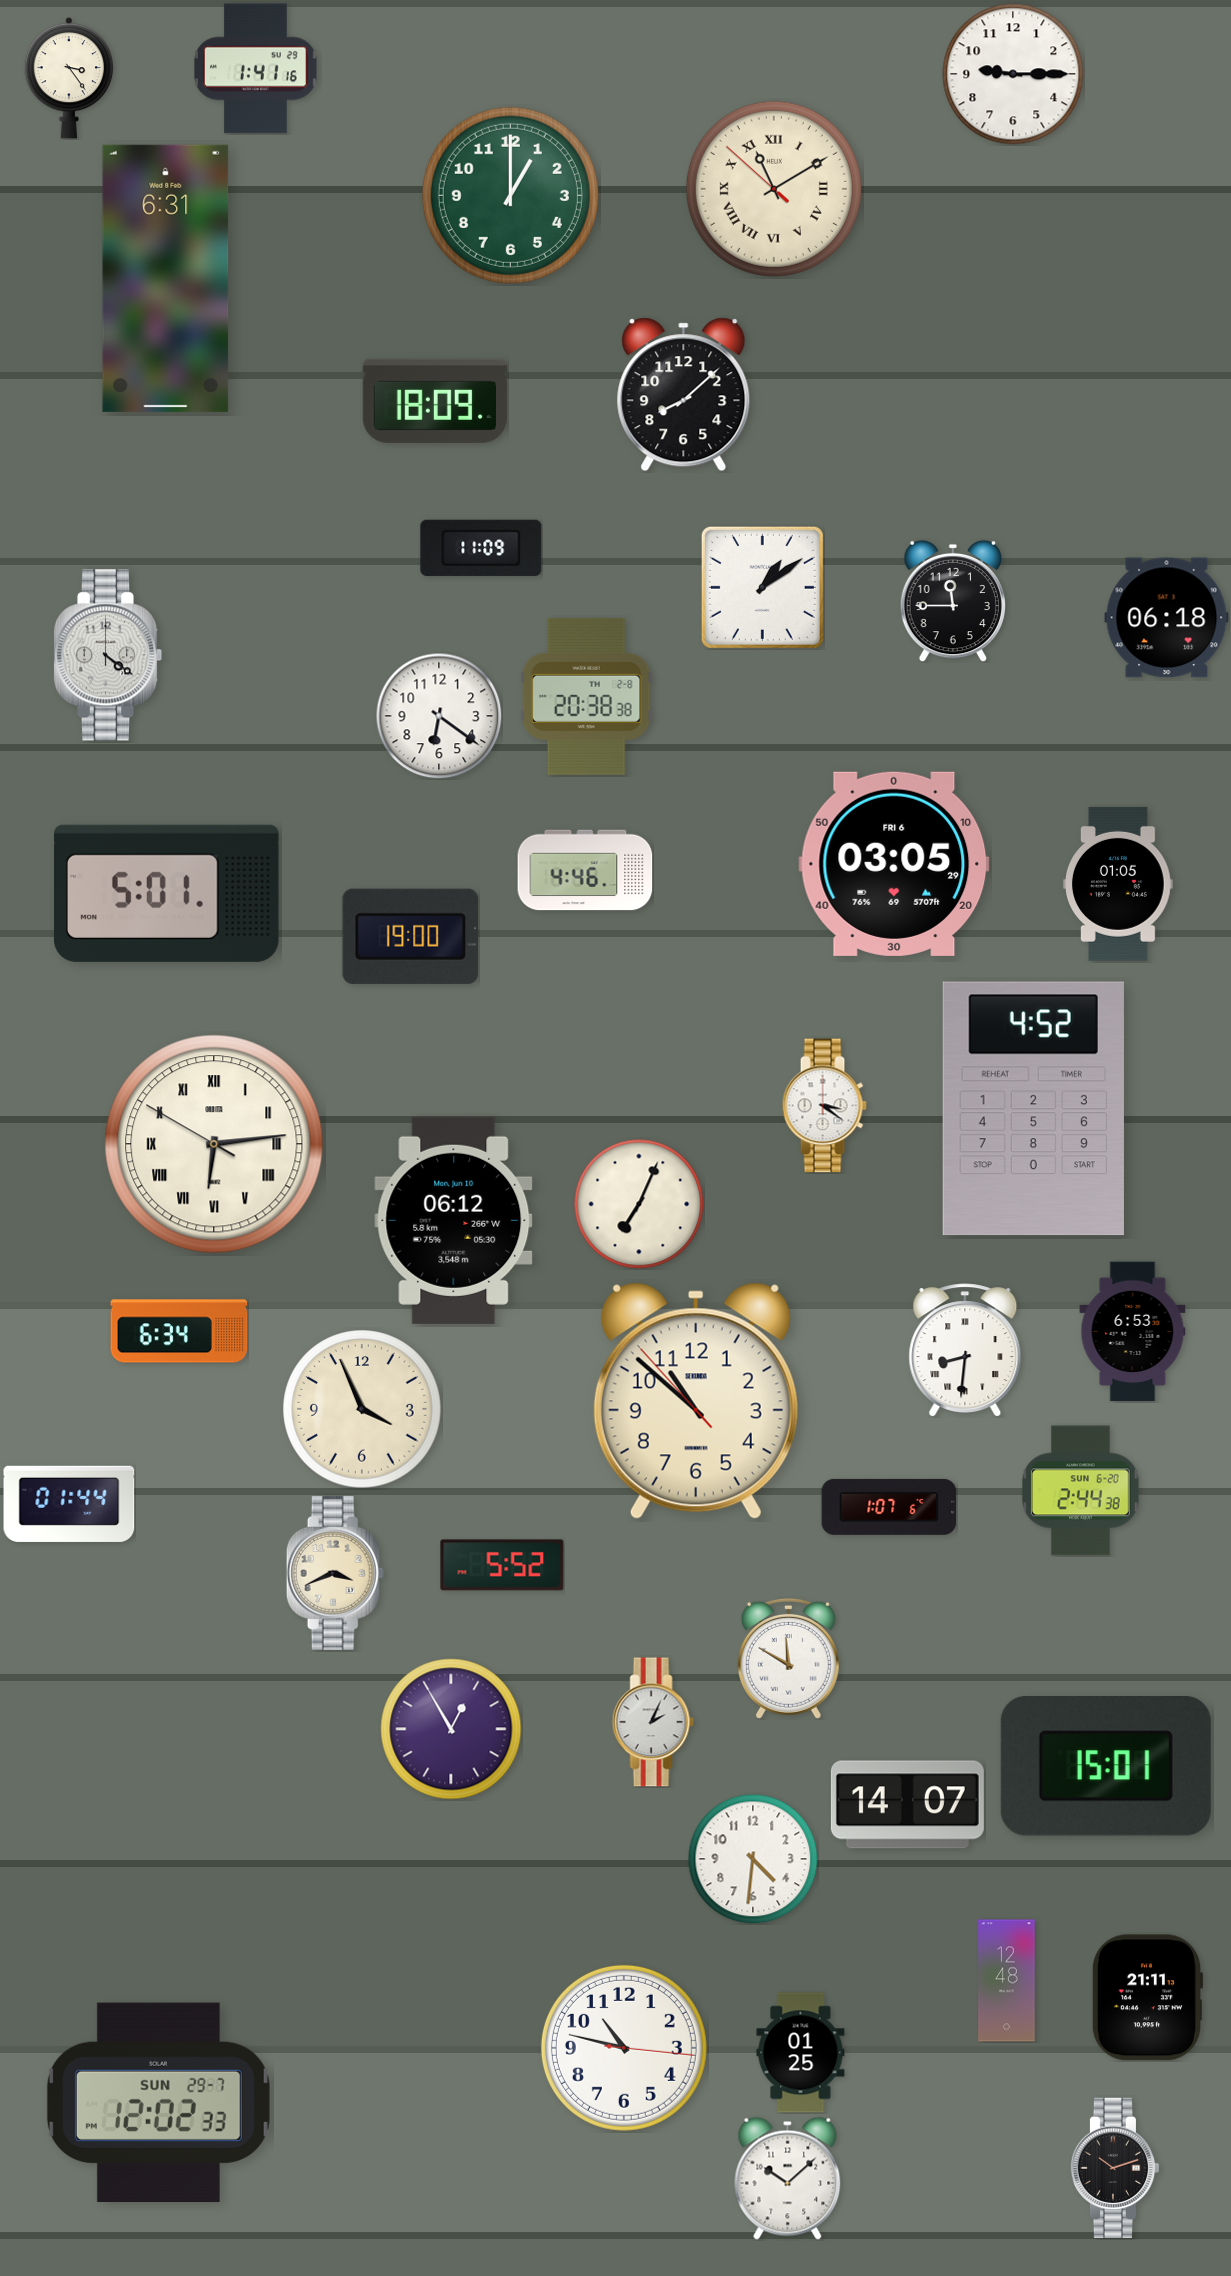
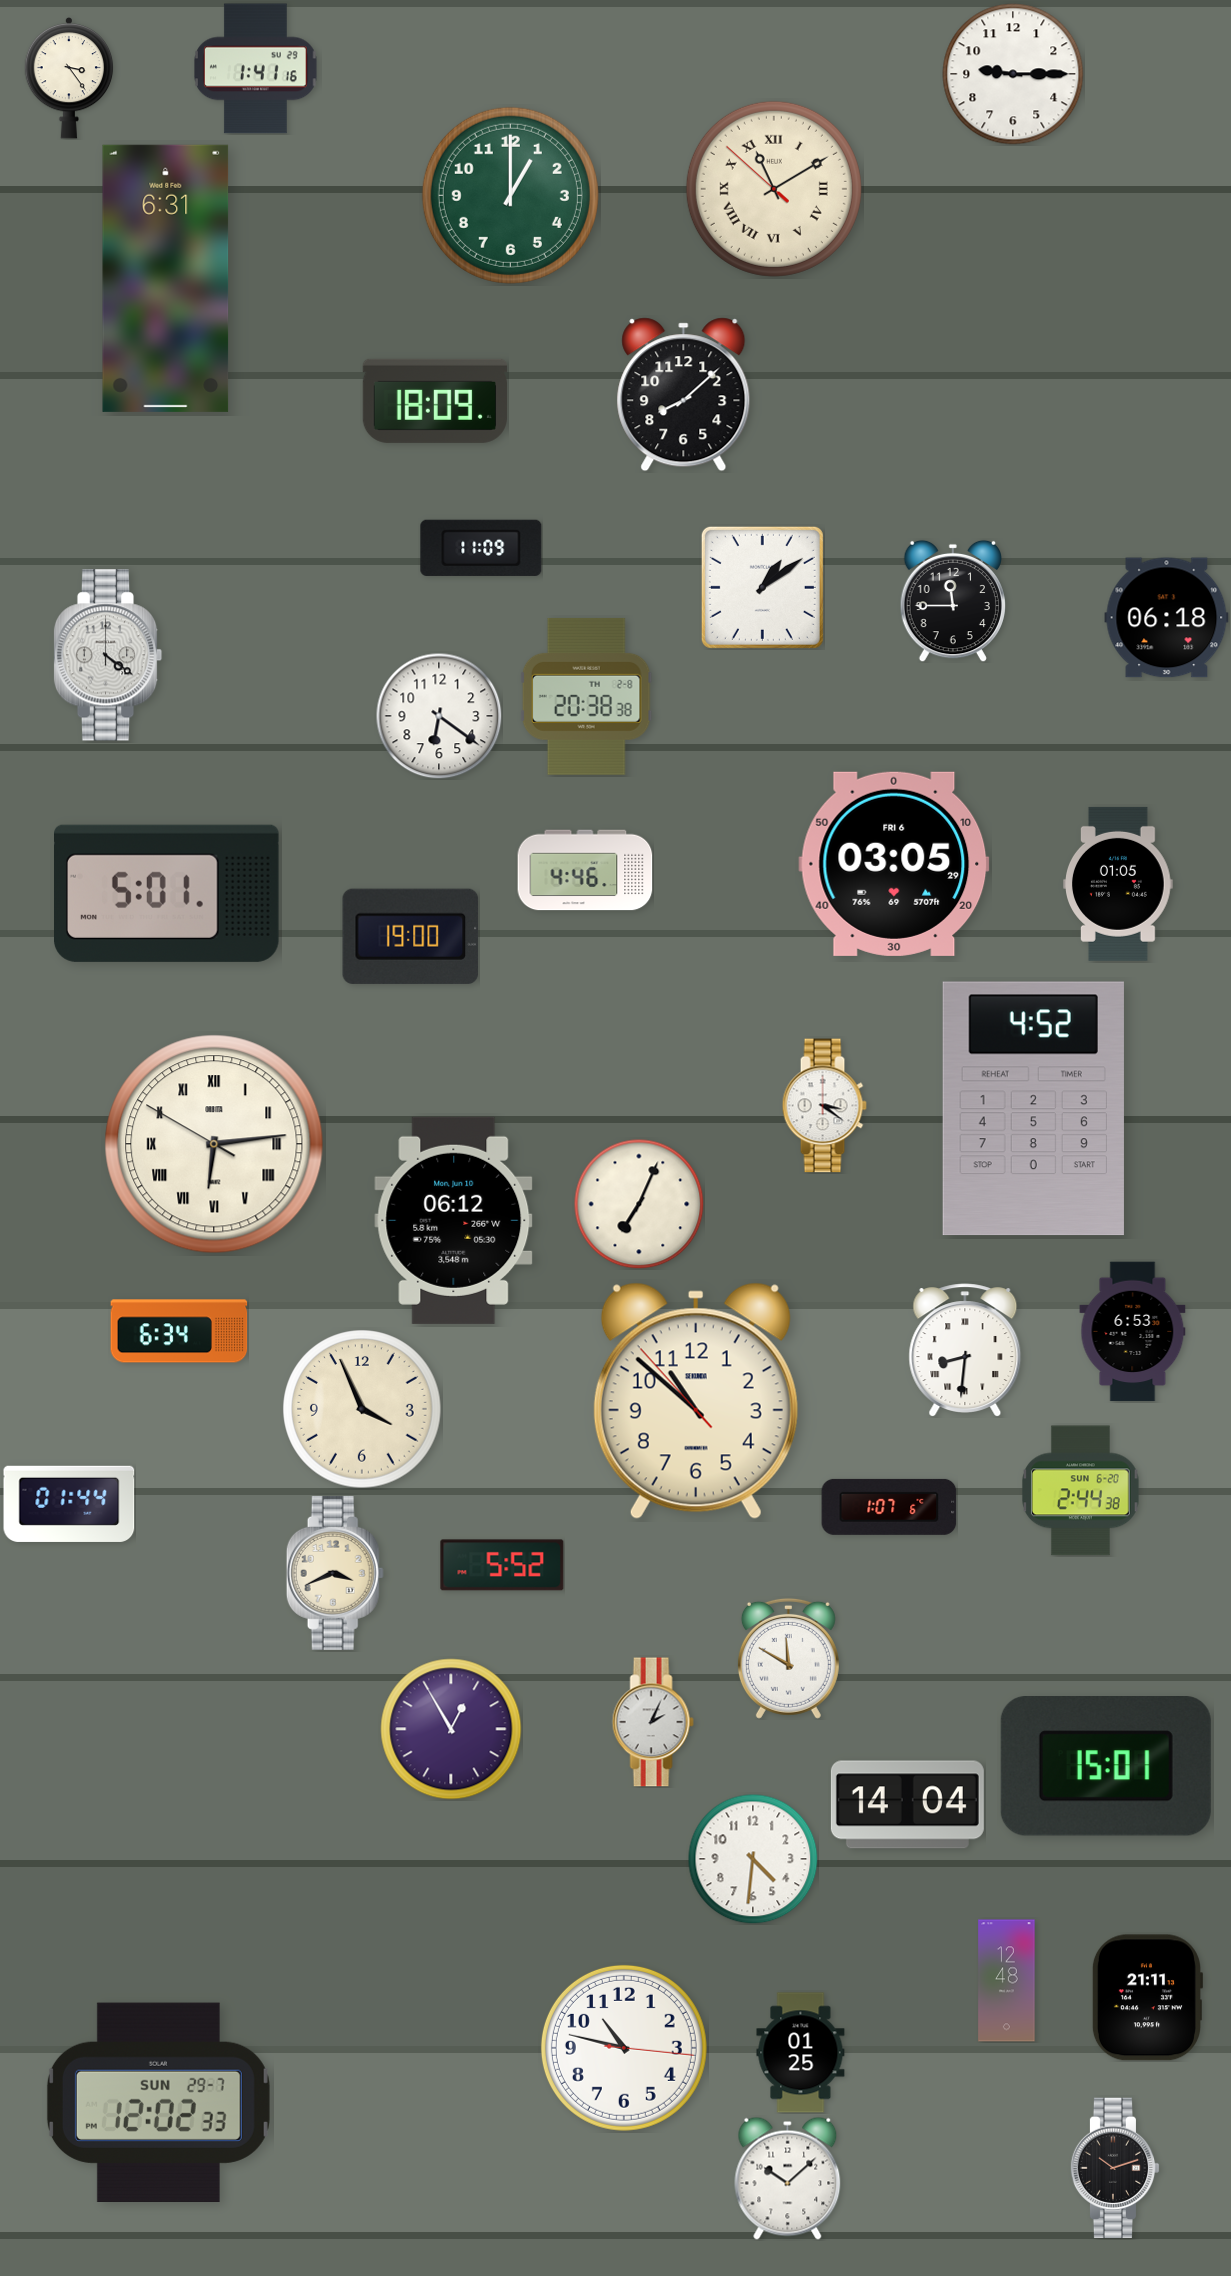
clock at (907, 1805): 14:07 -> 14:04
